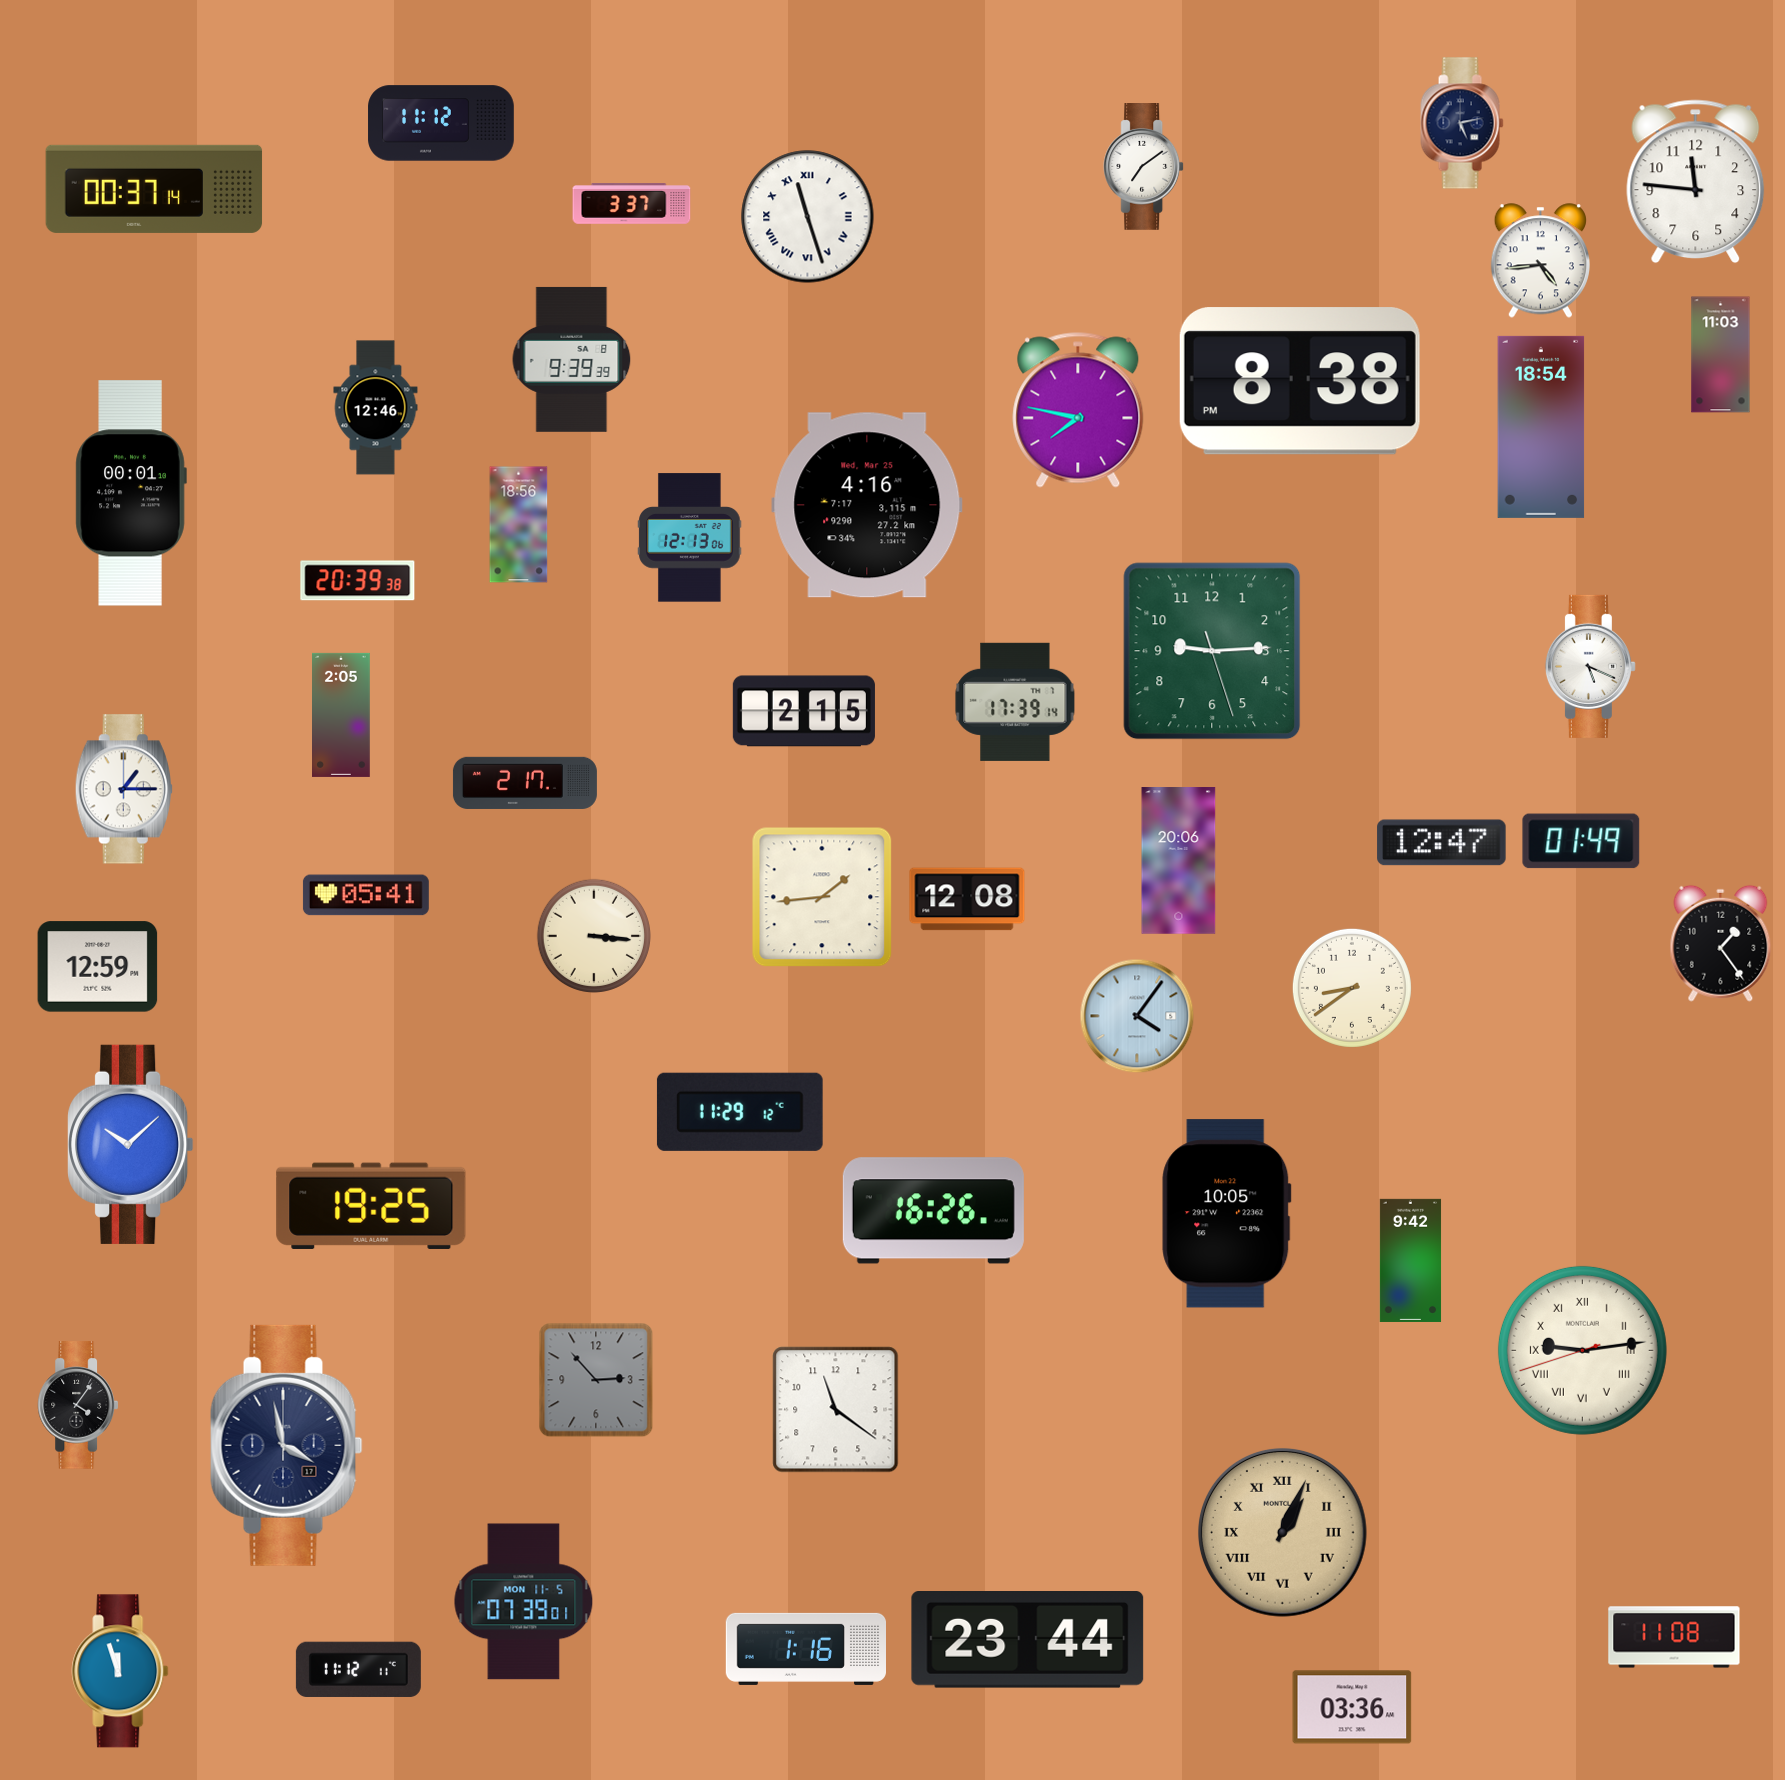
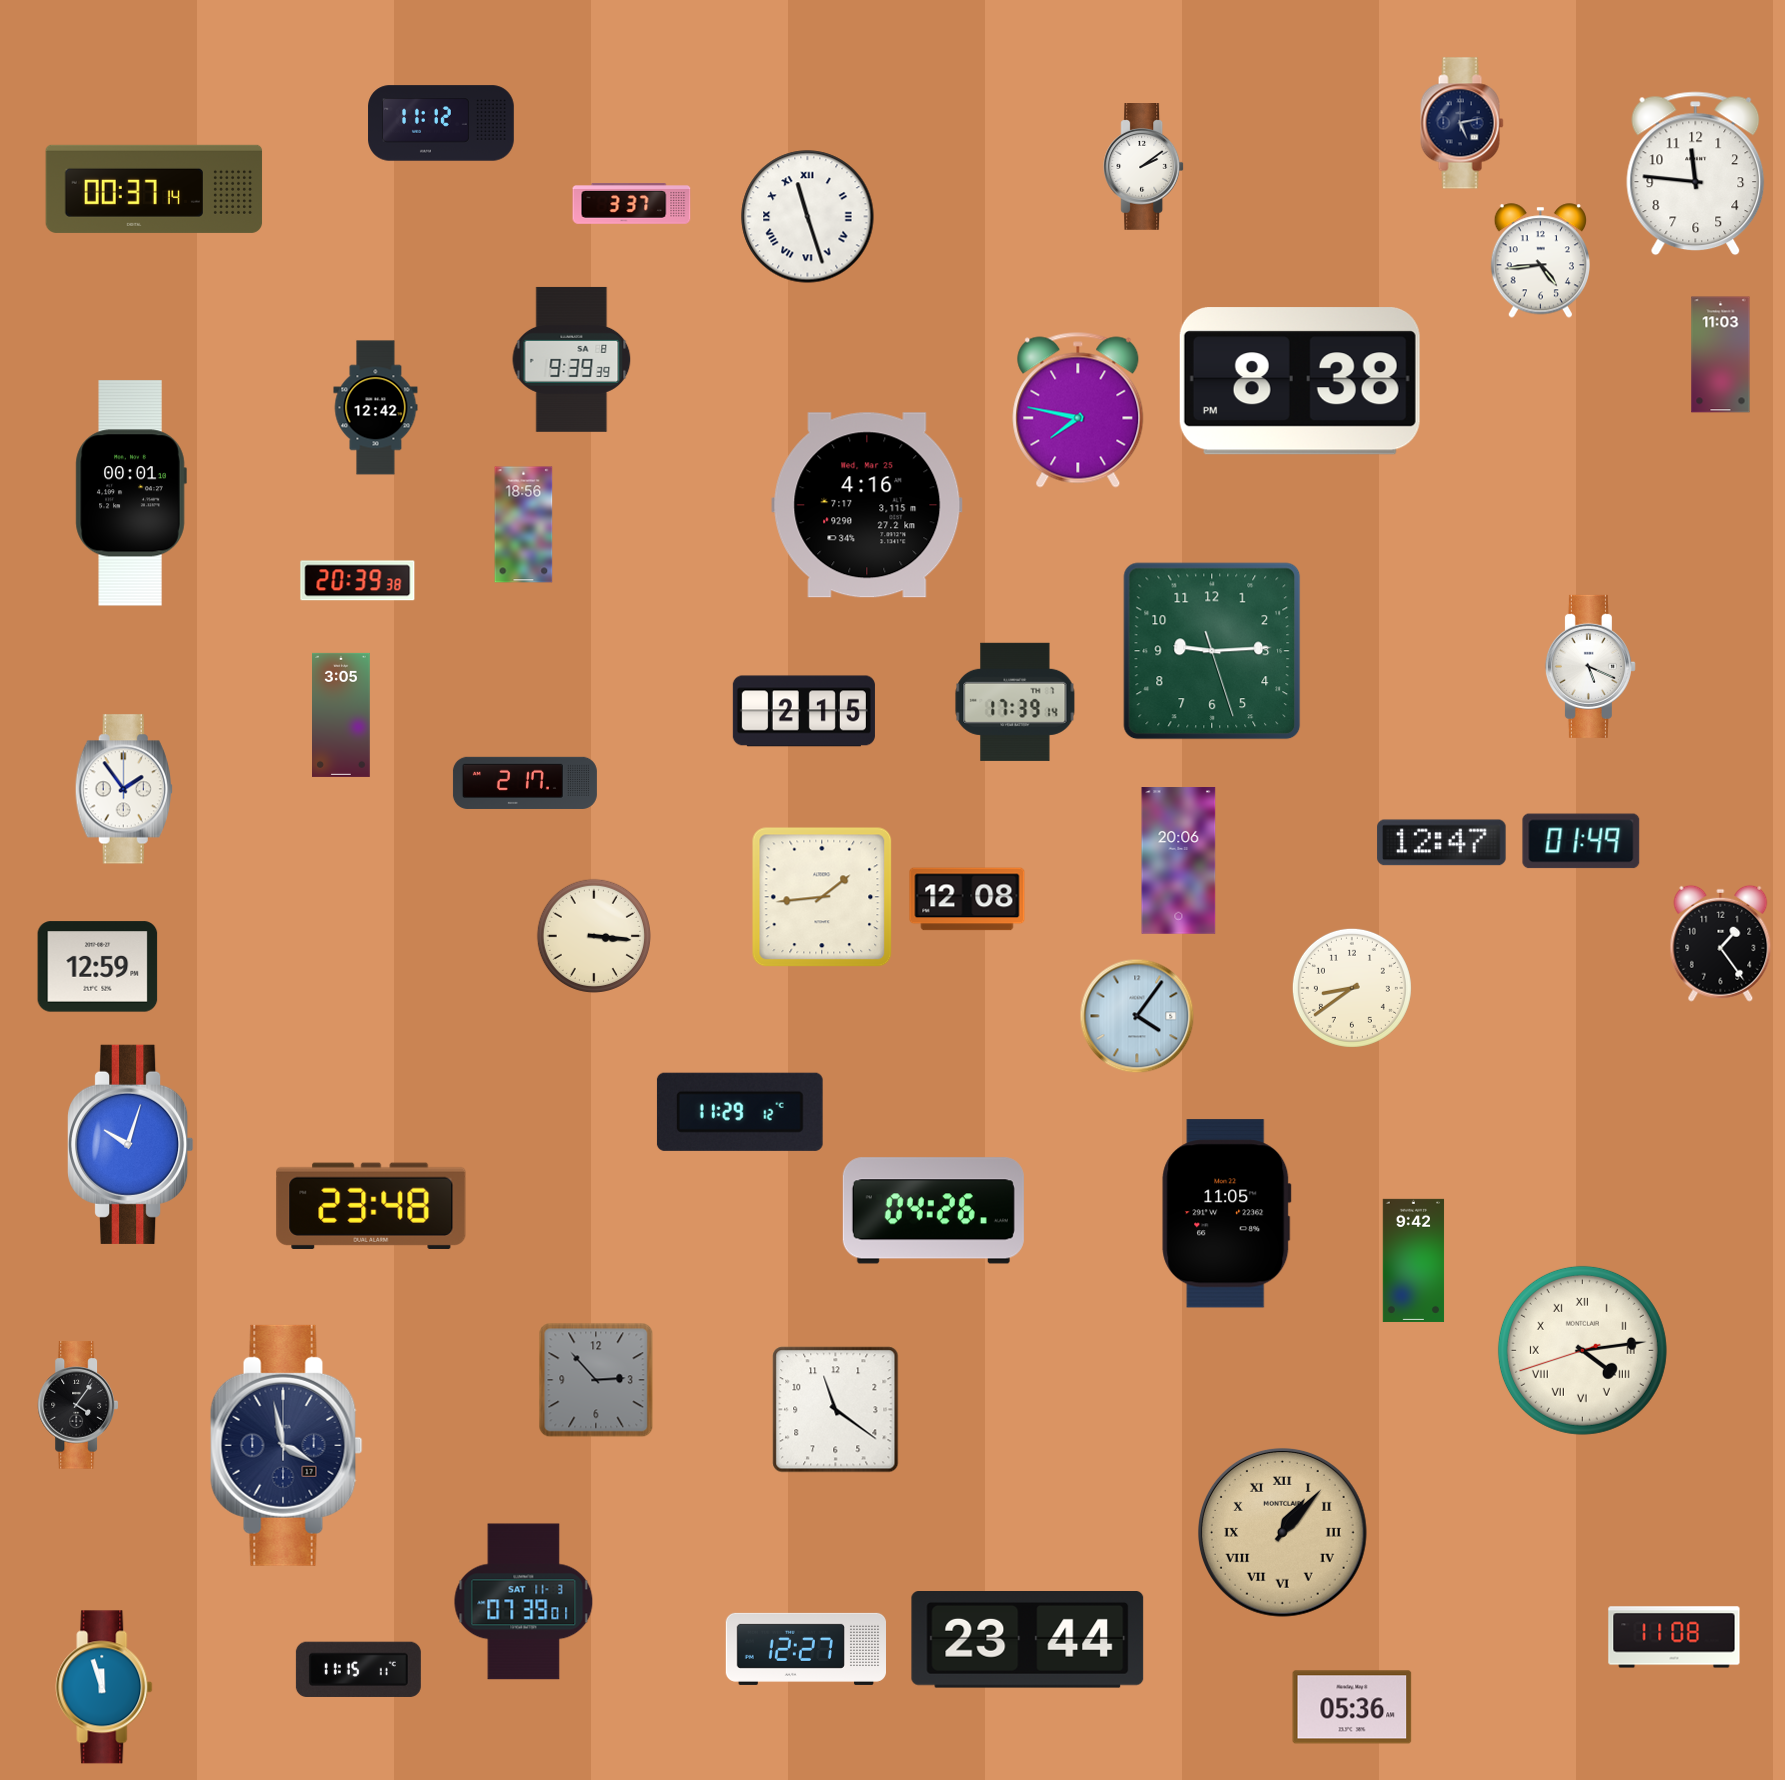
clock at (1144, 167): 7:09 -> 2:09
clock at (1696, 182) position: (1696, 182) -> (1696, 174)
clock at (376, 408): 12:46 -> 12:42
clock at (1541, 427): 18:54 -> none
clock at (519, 525) position: (519, 525) -> (524, 525)
clock at (690, 538): 12:13 -> none
clock at (341, 715): 2:05 -> 3:05
clock at (124, 789): 1:15 -> 1:54
clock at (366, 895): 05:41 -> none
clock at (131, 1144): 10:08 -> 10:03
clock at (371, 1206): 19:25 -> 23:48
clock at (933, 1211): 16:26 -> 04:26
clock at (1227, 1214): 10:05 -> 11:05
clock at (1411, 1260) position: (1411, 1260) -> (1414, 1260)
clock at (1582, 1350): 9:13 -> 4:13
clock at (1282, 1532): 1:04 -> 1:07
clock at (524, 1602) date: MON 11-5 -> SAT 11-3
clock at (805, 1649): 1:16 -> 12:27
clock at (358, 1669): 11:12 -> 11:15
clock at (120, 1671) position: (120, 1671) -> (104, 1687)
clock at (1352, 1707): 03:36 -> 05:36
